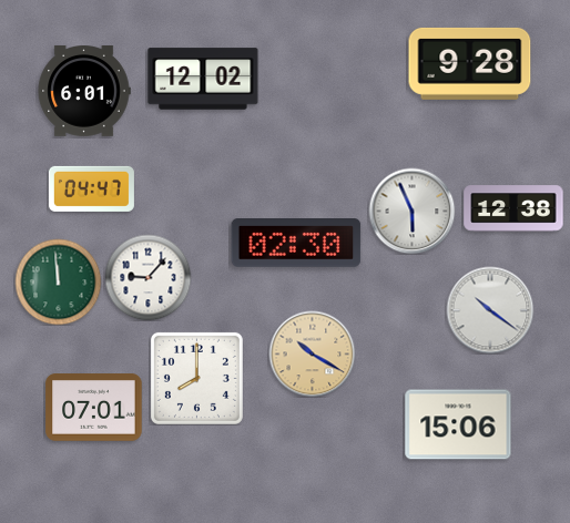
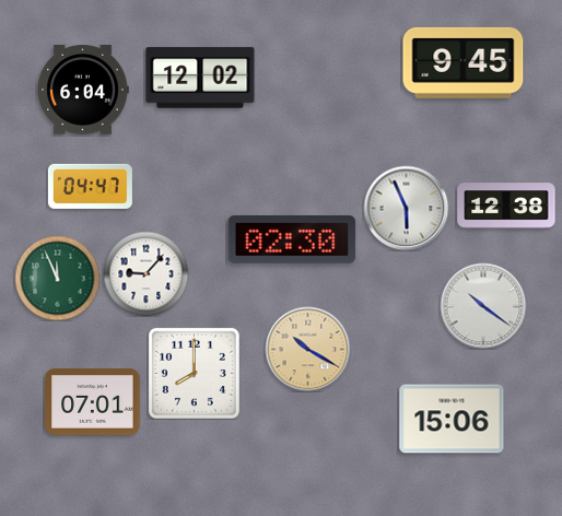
clock at (470, 63): 9:28 -> 9:45
clock at (84, 92): 6:01 -> 6:04
clock at (58, 281): 11:59 -> 11:56
